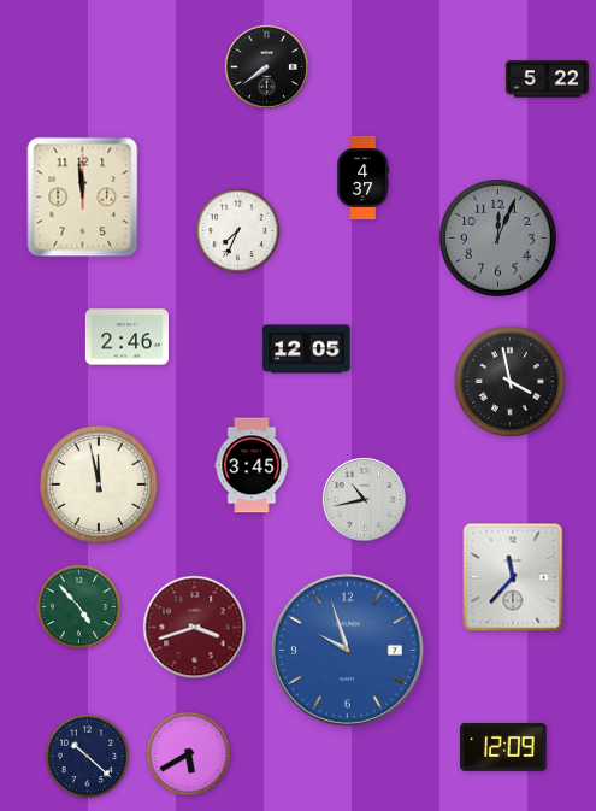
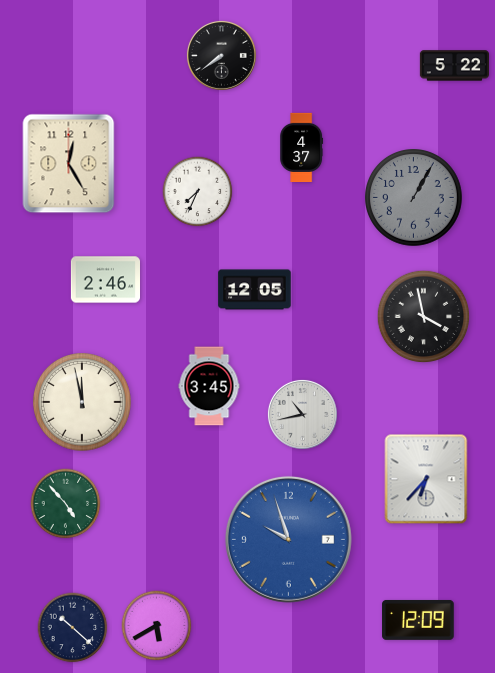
clock at (83, 198): 11:59 -> 12:25
clock at (498, 239): 12:04 -> 1:05
clock at (513, 577): 11:37 -> 6:37
clock at (195, 628): 3:42 -> none
